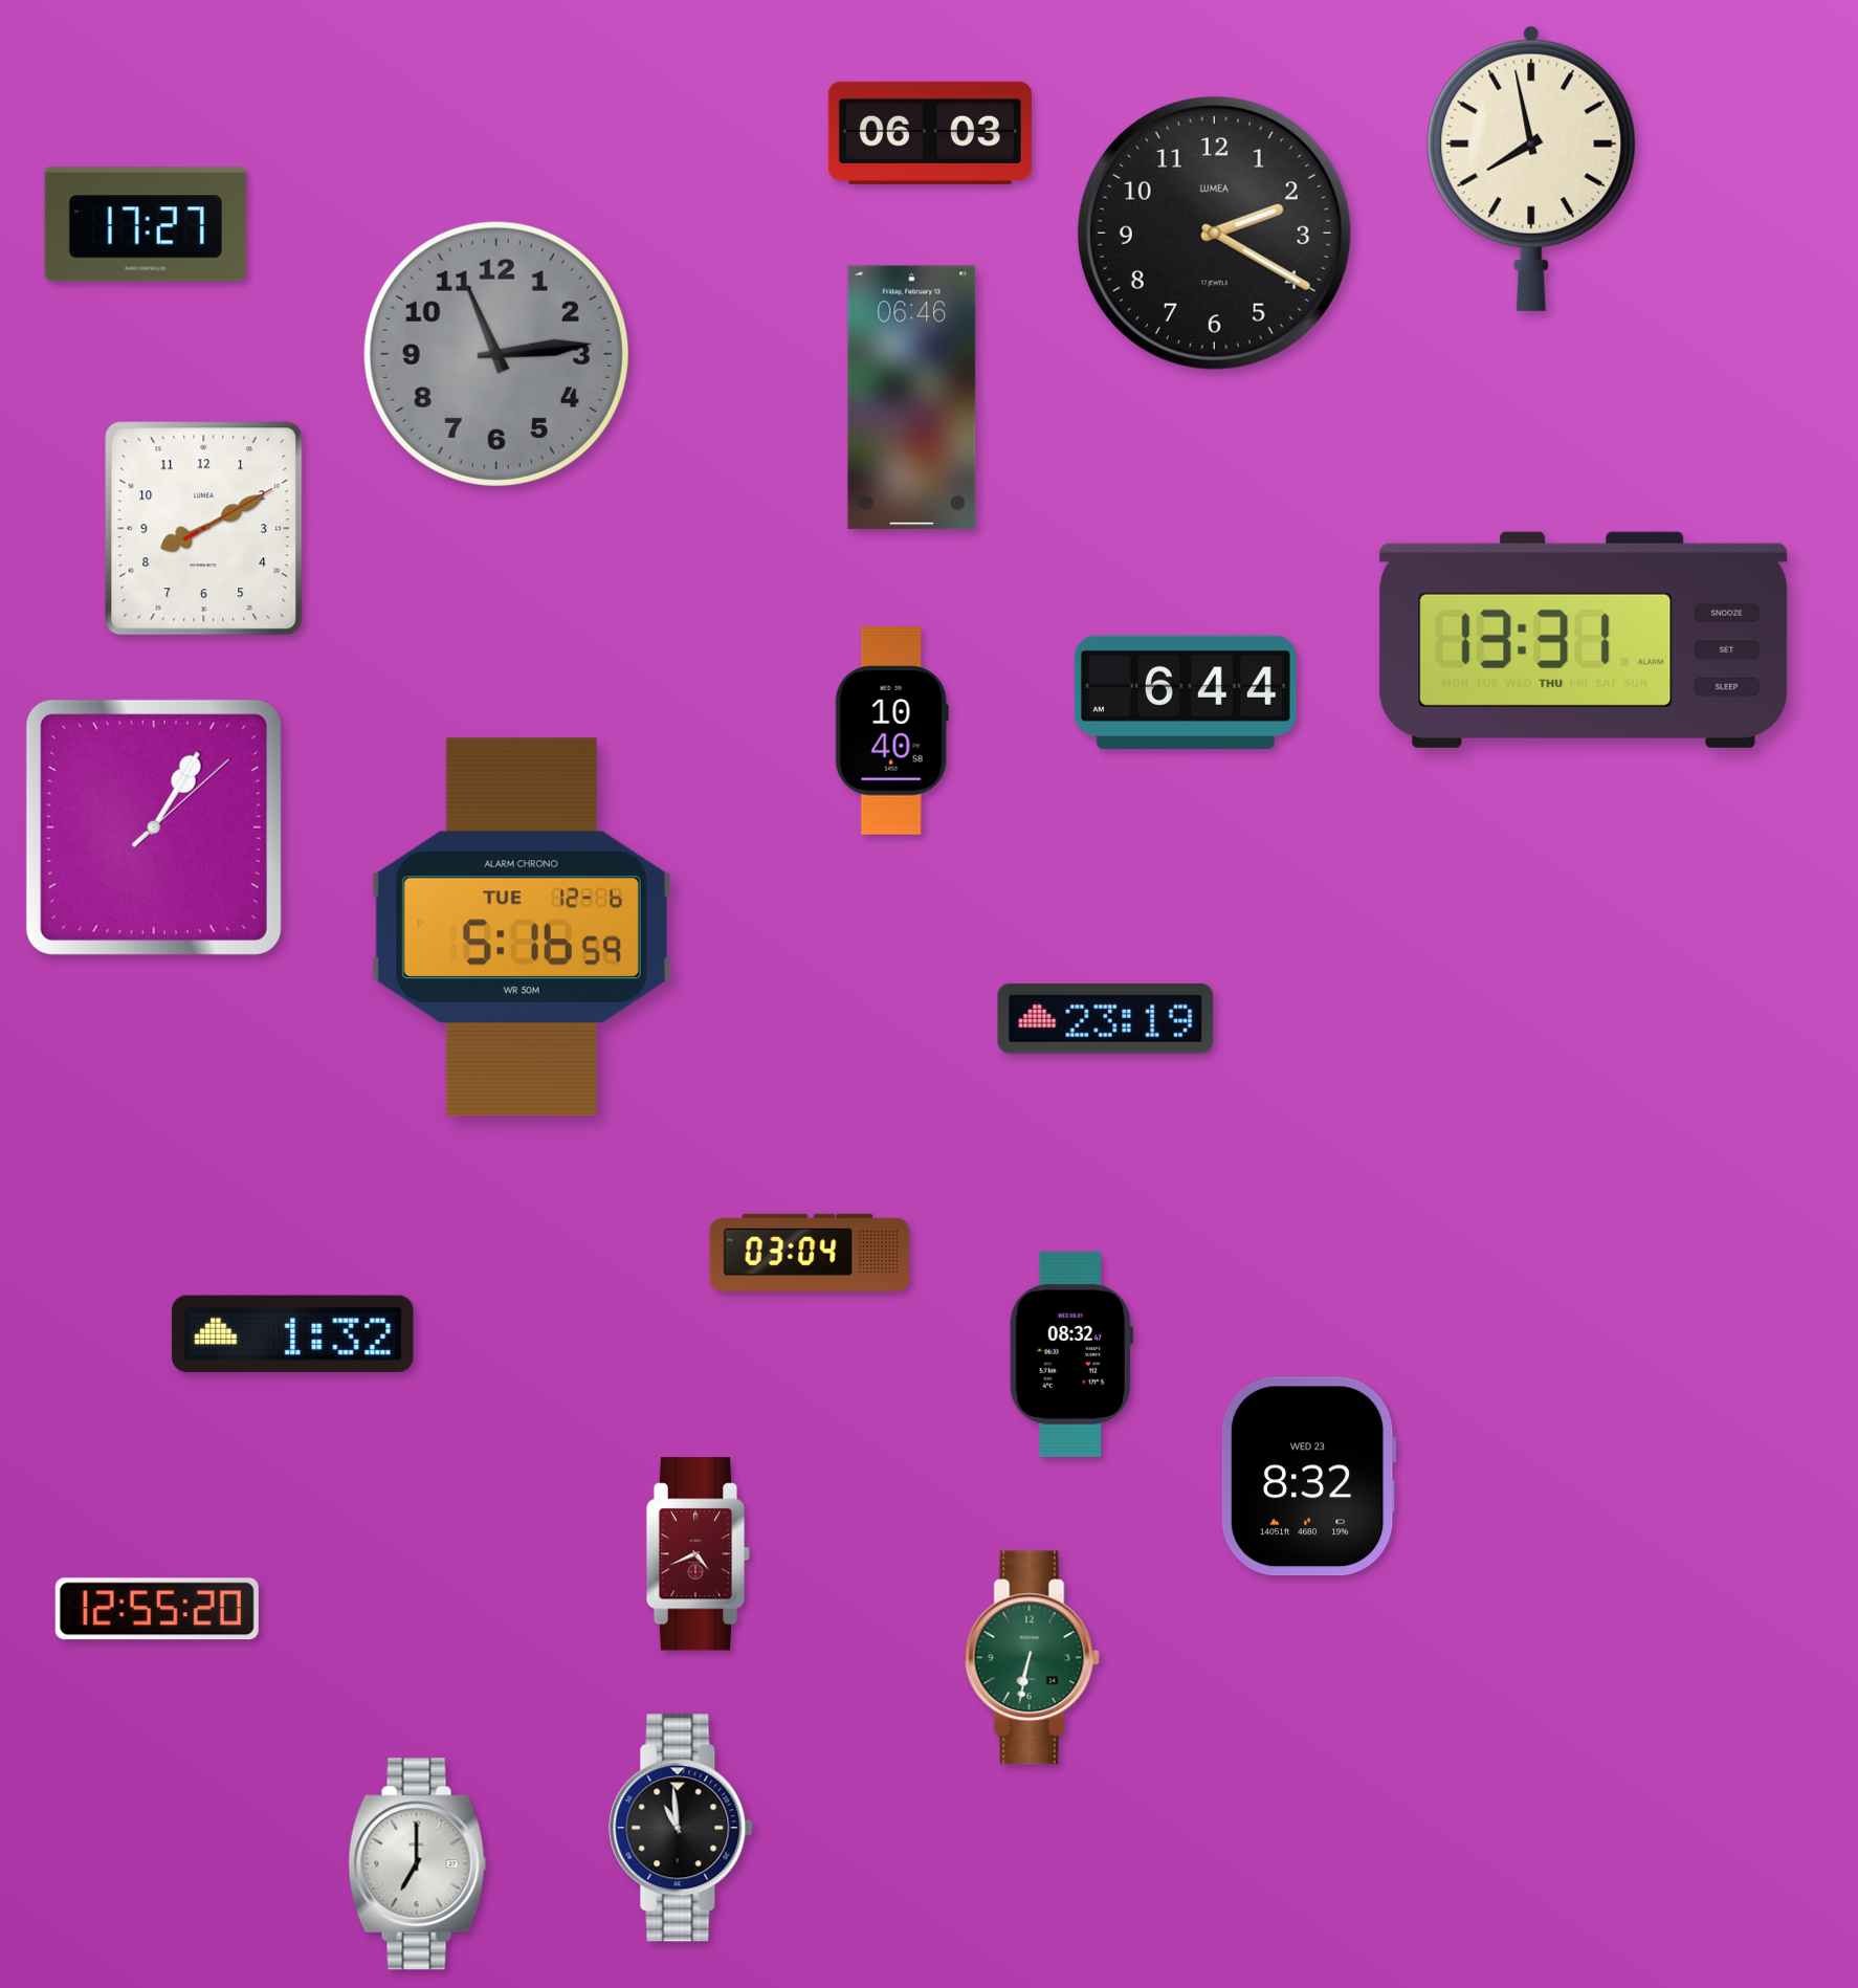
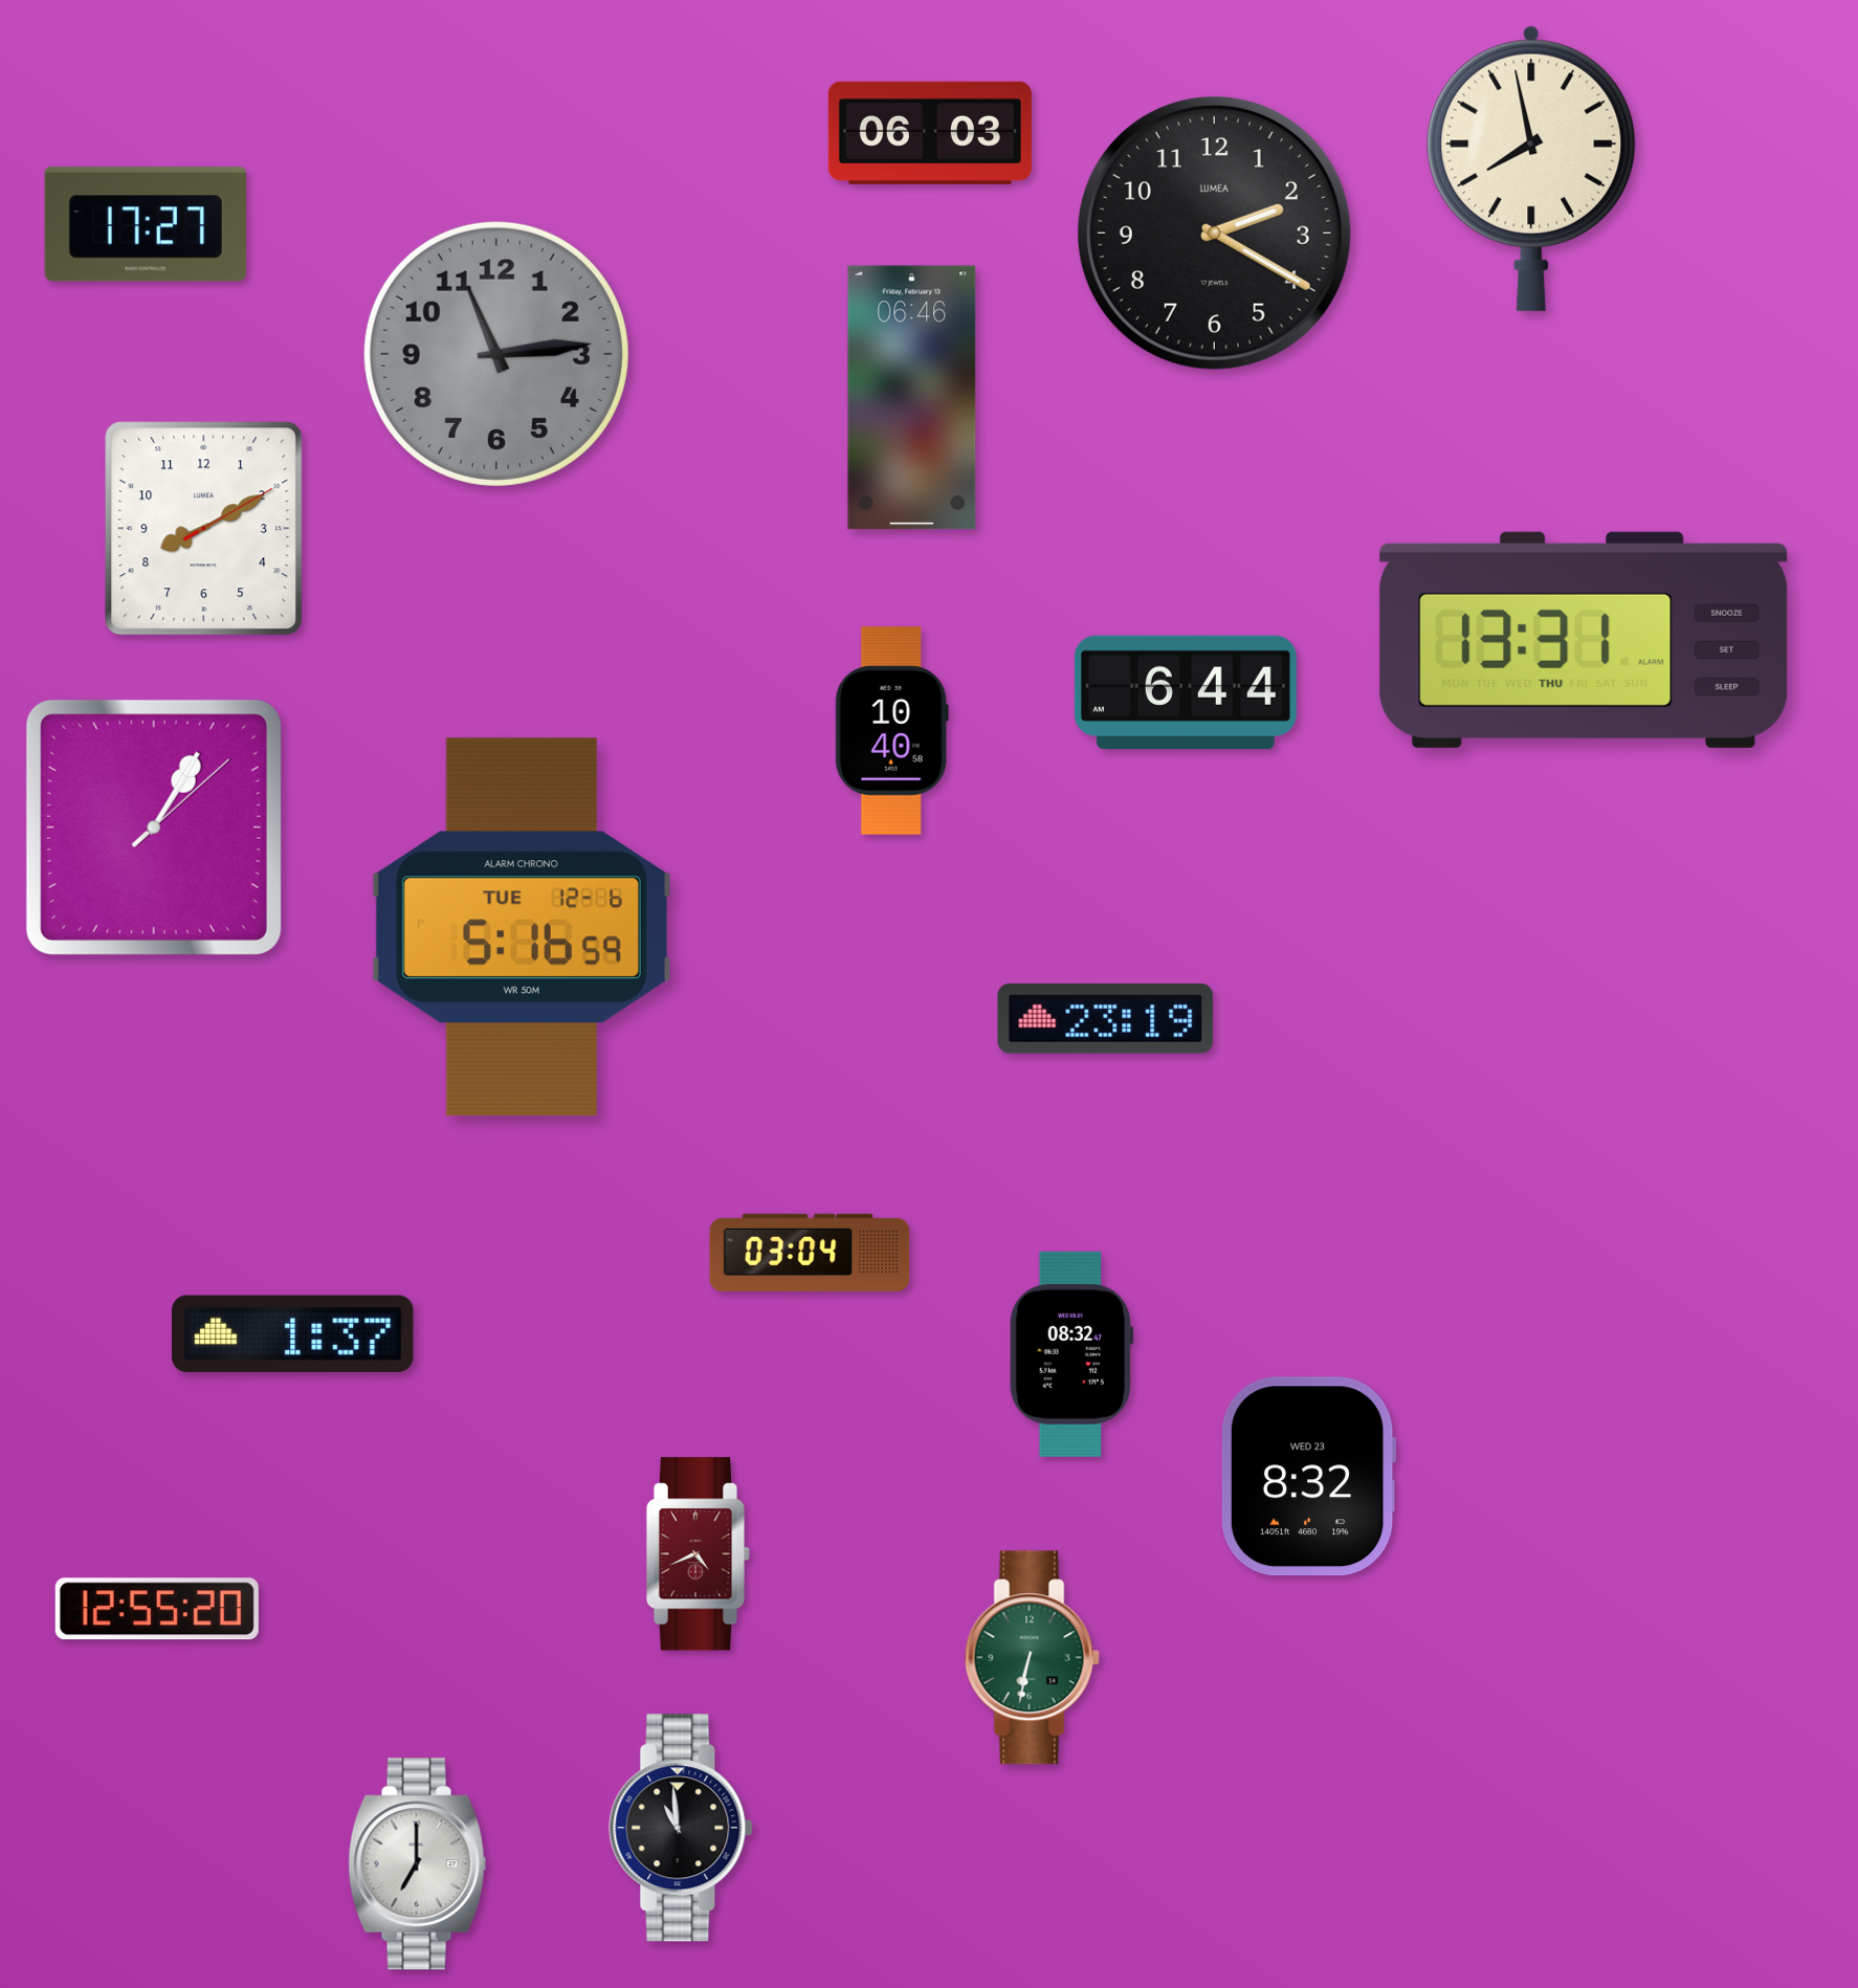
clock at (293, 1333): 1:32 -> 1:37
